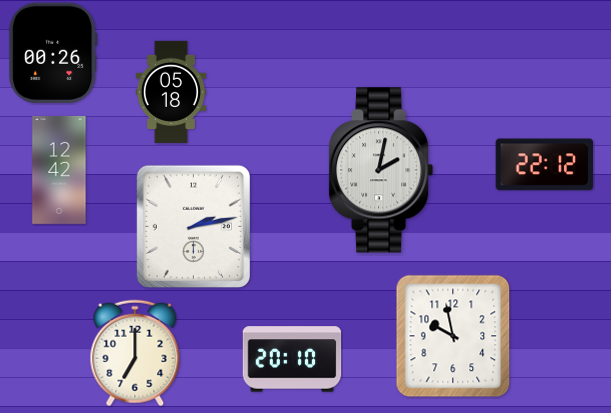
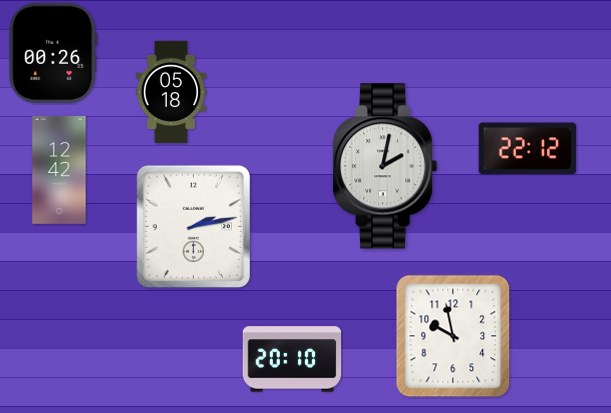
clock at (545, 165) position: (545, 165) -> (528, 149)
clock at (381, 170) position: (381, 170) -> (385, 166)
clock at (135, 353): 7:00 -> none
